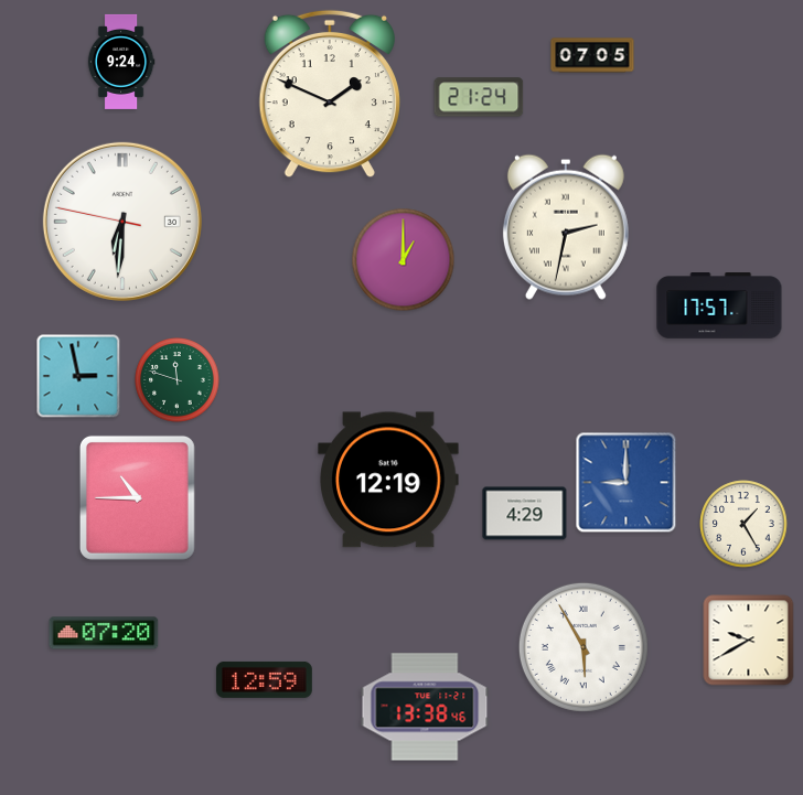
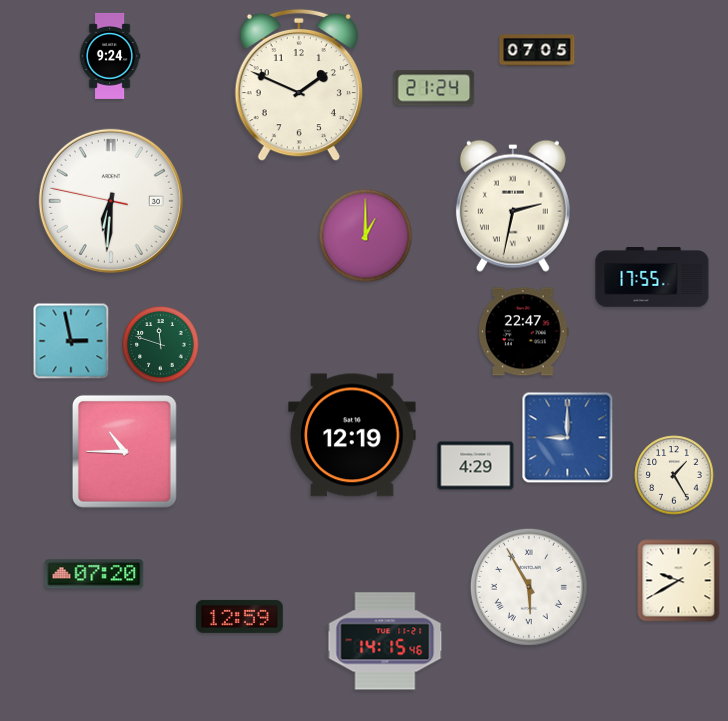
clock at (719, 307): 17:57 -> 17:55
clock at (524, 332): none -> 22:47
clock at (425, 707): 13:38 -> 14:15
